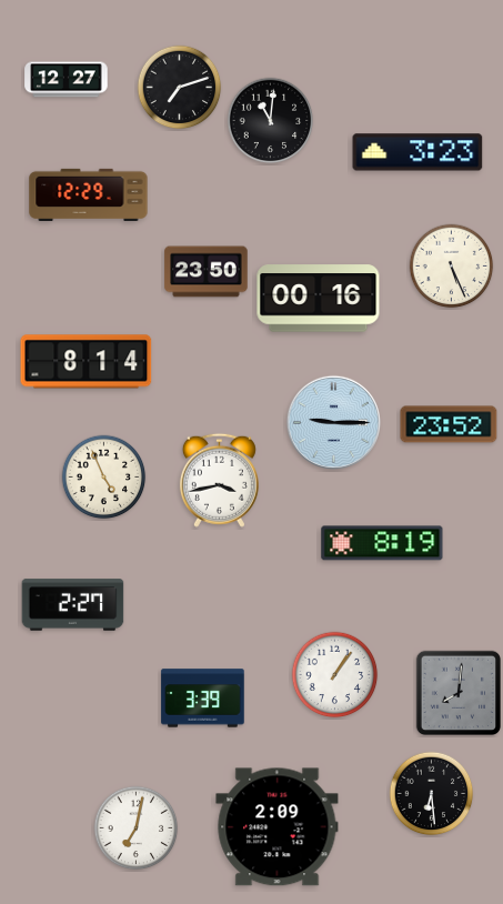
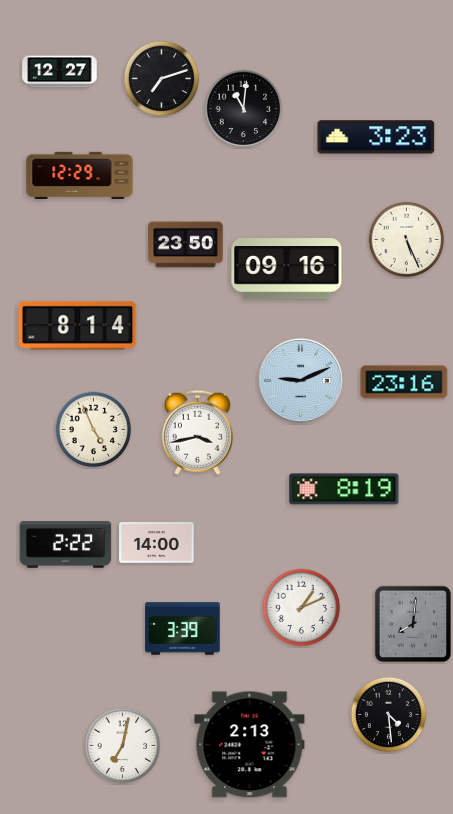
clock at (319, 299): 00:16 -> 09:16
clock at (333, 422): 9:15 -> 9:11
clock at (449, 424): 23:52 -> 23:16
clock at (157, 543): none -> 14:00
clock at (73, 605): 2:27 -> 2:22
clock at (335, 675): 1:06 -> 1:11
clock at (432, 794): 6:29 -> 4:29
clock at (278, 827): 2:09 -> 2:13
